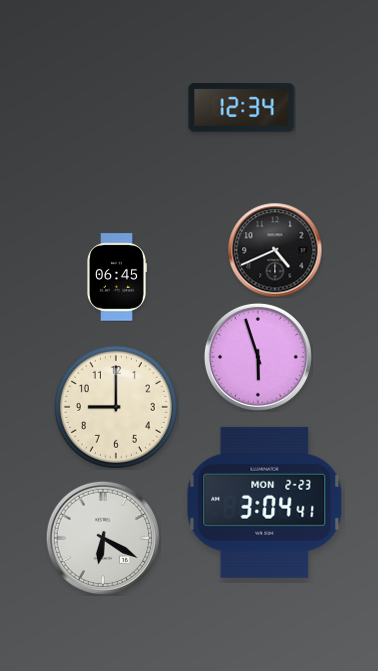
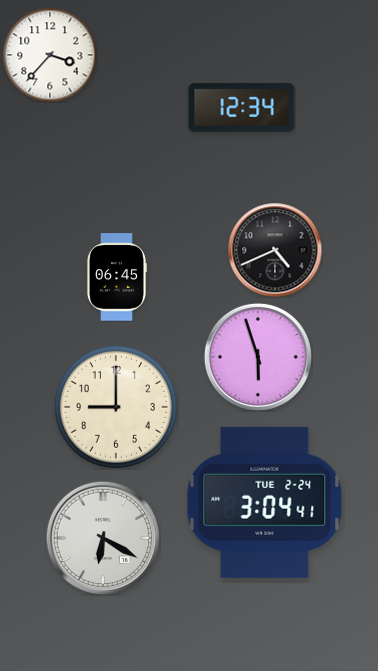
clock at (50, 55): none -> 3:37
clock at (265, 502) date: MON 2-23 -> TUE 2-24
